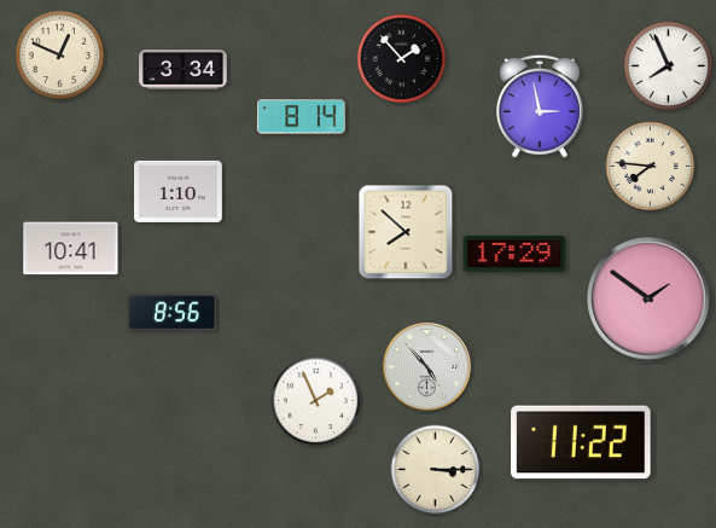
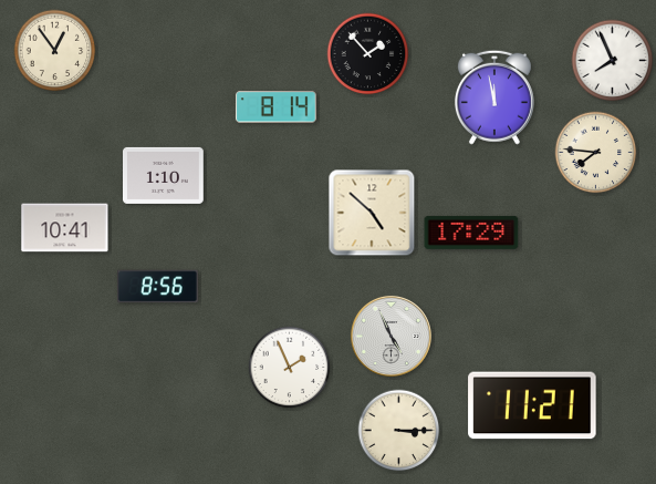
clock at (60, 56): 12:49 -> 12:54
clock at (184, 70): 3:34 -> none
clock at (540, 106): 2:58 -> 11:58
clock at (406, 232): 7:52 -> 4:52
clock at (648, 298): 1:51 -> none
clock at (426, 366): 4:53 -> 4:56
clock at (581, 442): 11:22 -> 11:21
